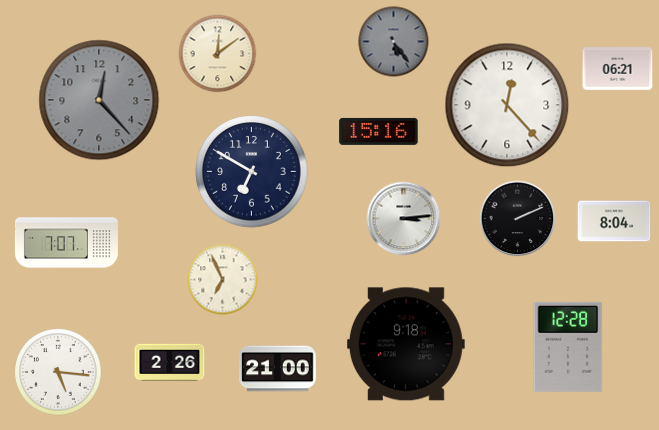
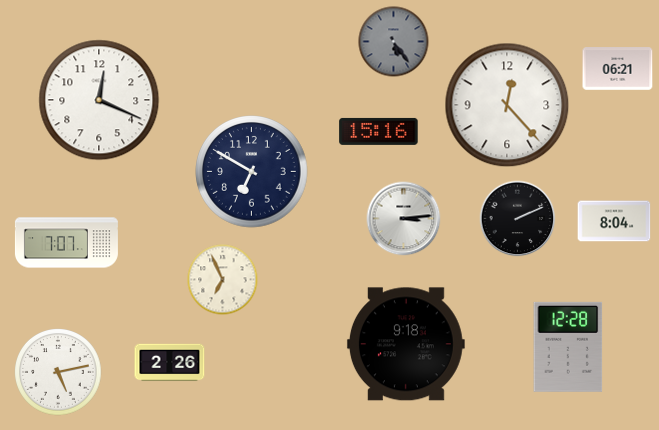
clock at (218, 54): 12:09 -> none
clock at (99, 100): 12:23 -> 12:19
clock at (99, 100) dial: grey -> white
clock at (278, 369): 21:00 -> none
clock at (59, 373): 5:16 -> 5:13
